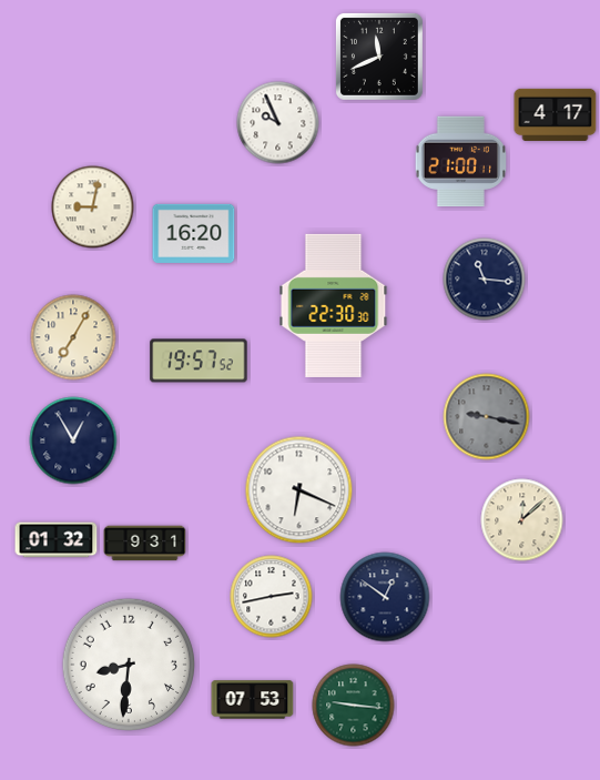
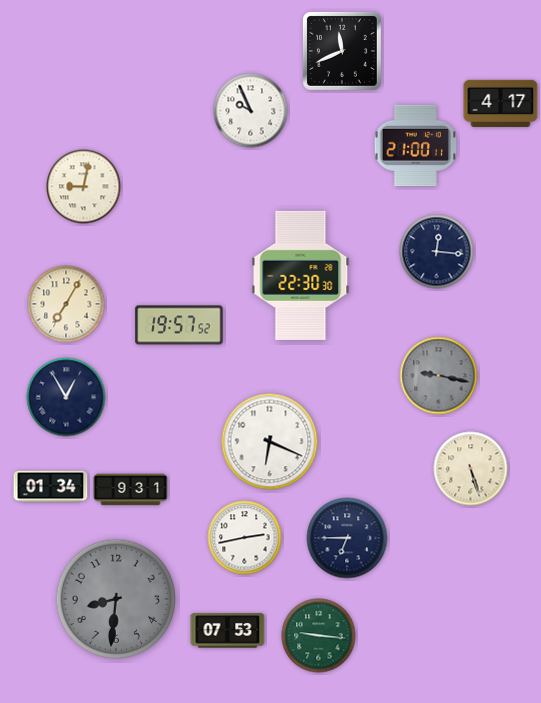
clock at (194, 233): 16:20 -> none
clock at (485, 280): 11:16 -> 12:16
clock at (522, 520): 12:08 -> 5:27
clock at (57, 540): 01:32 -> 01:34
clock at (385, 597): 12:51 -> 6:45
clock at (128, 663) dial: white -> grey
